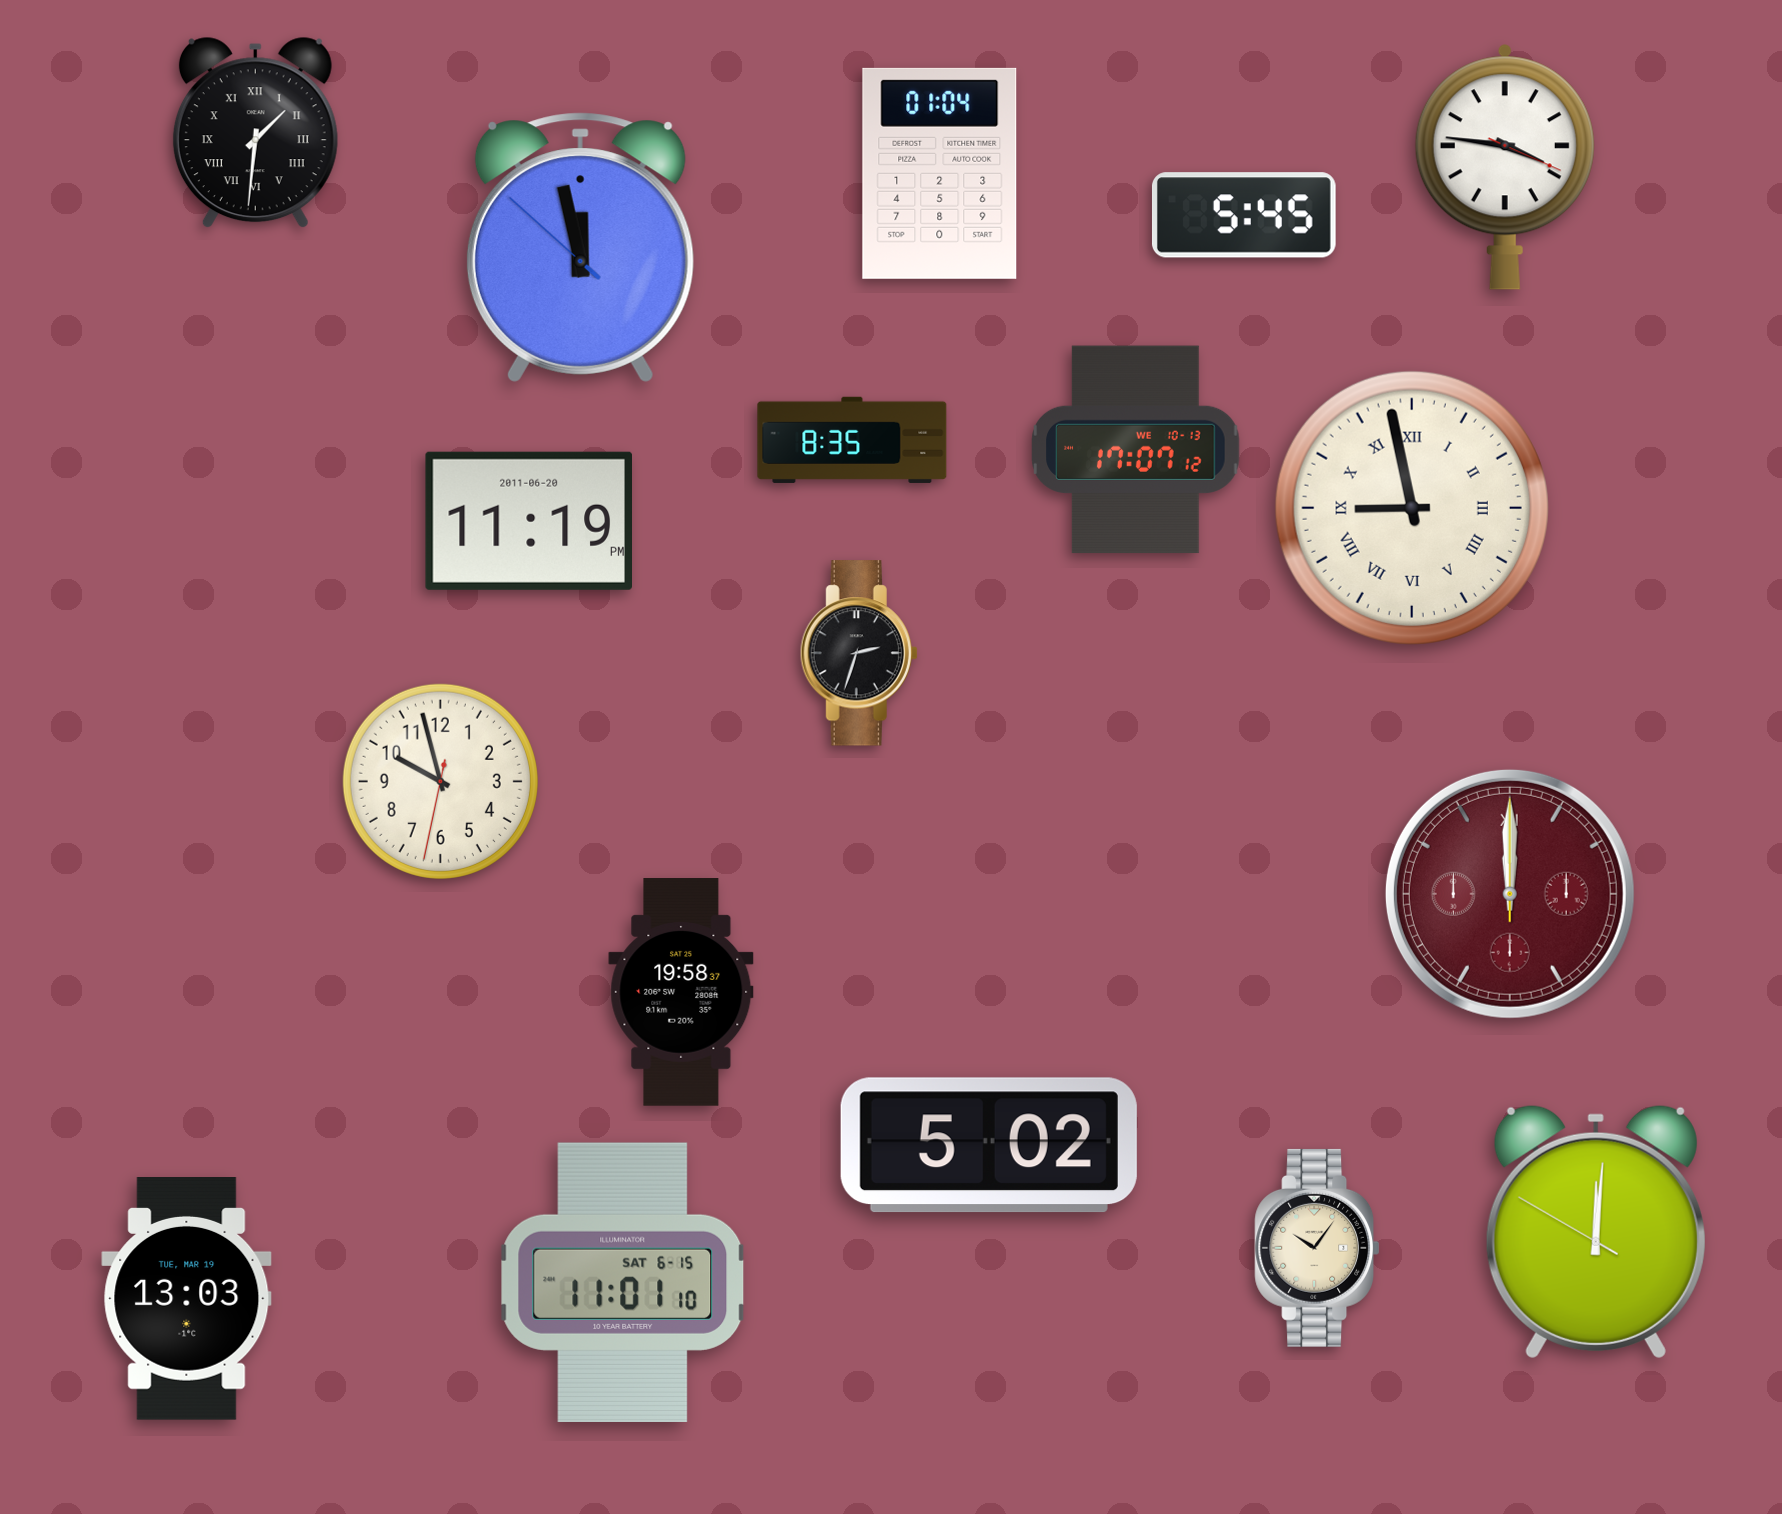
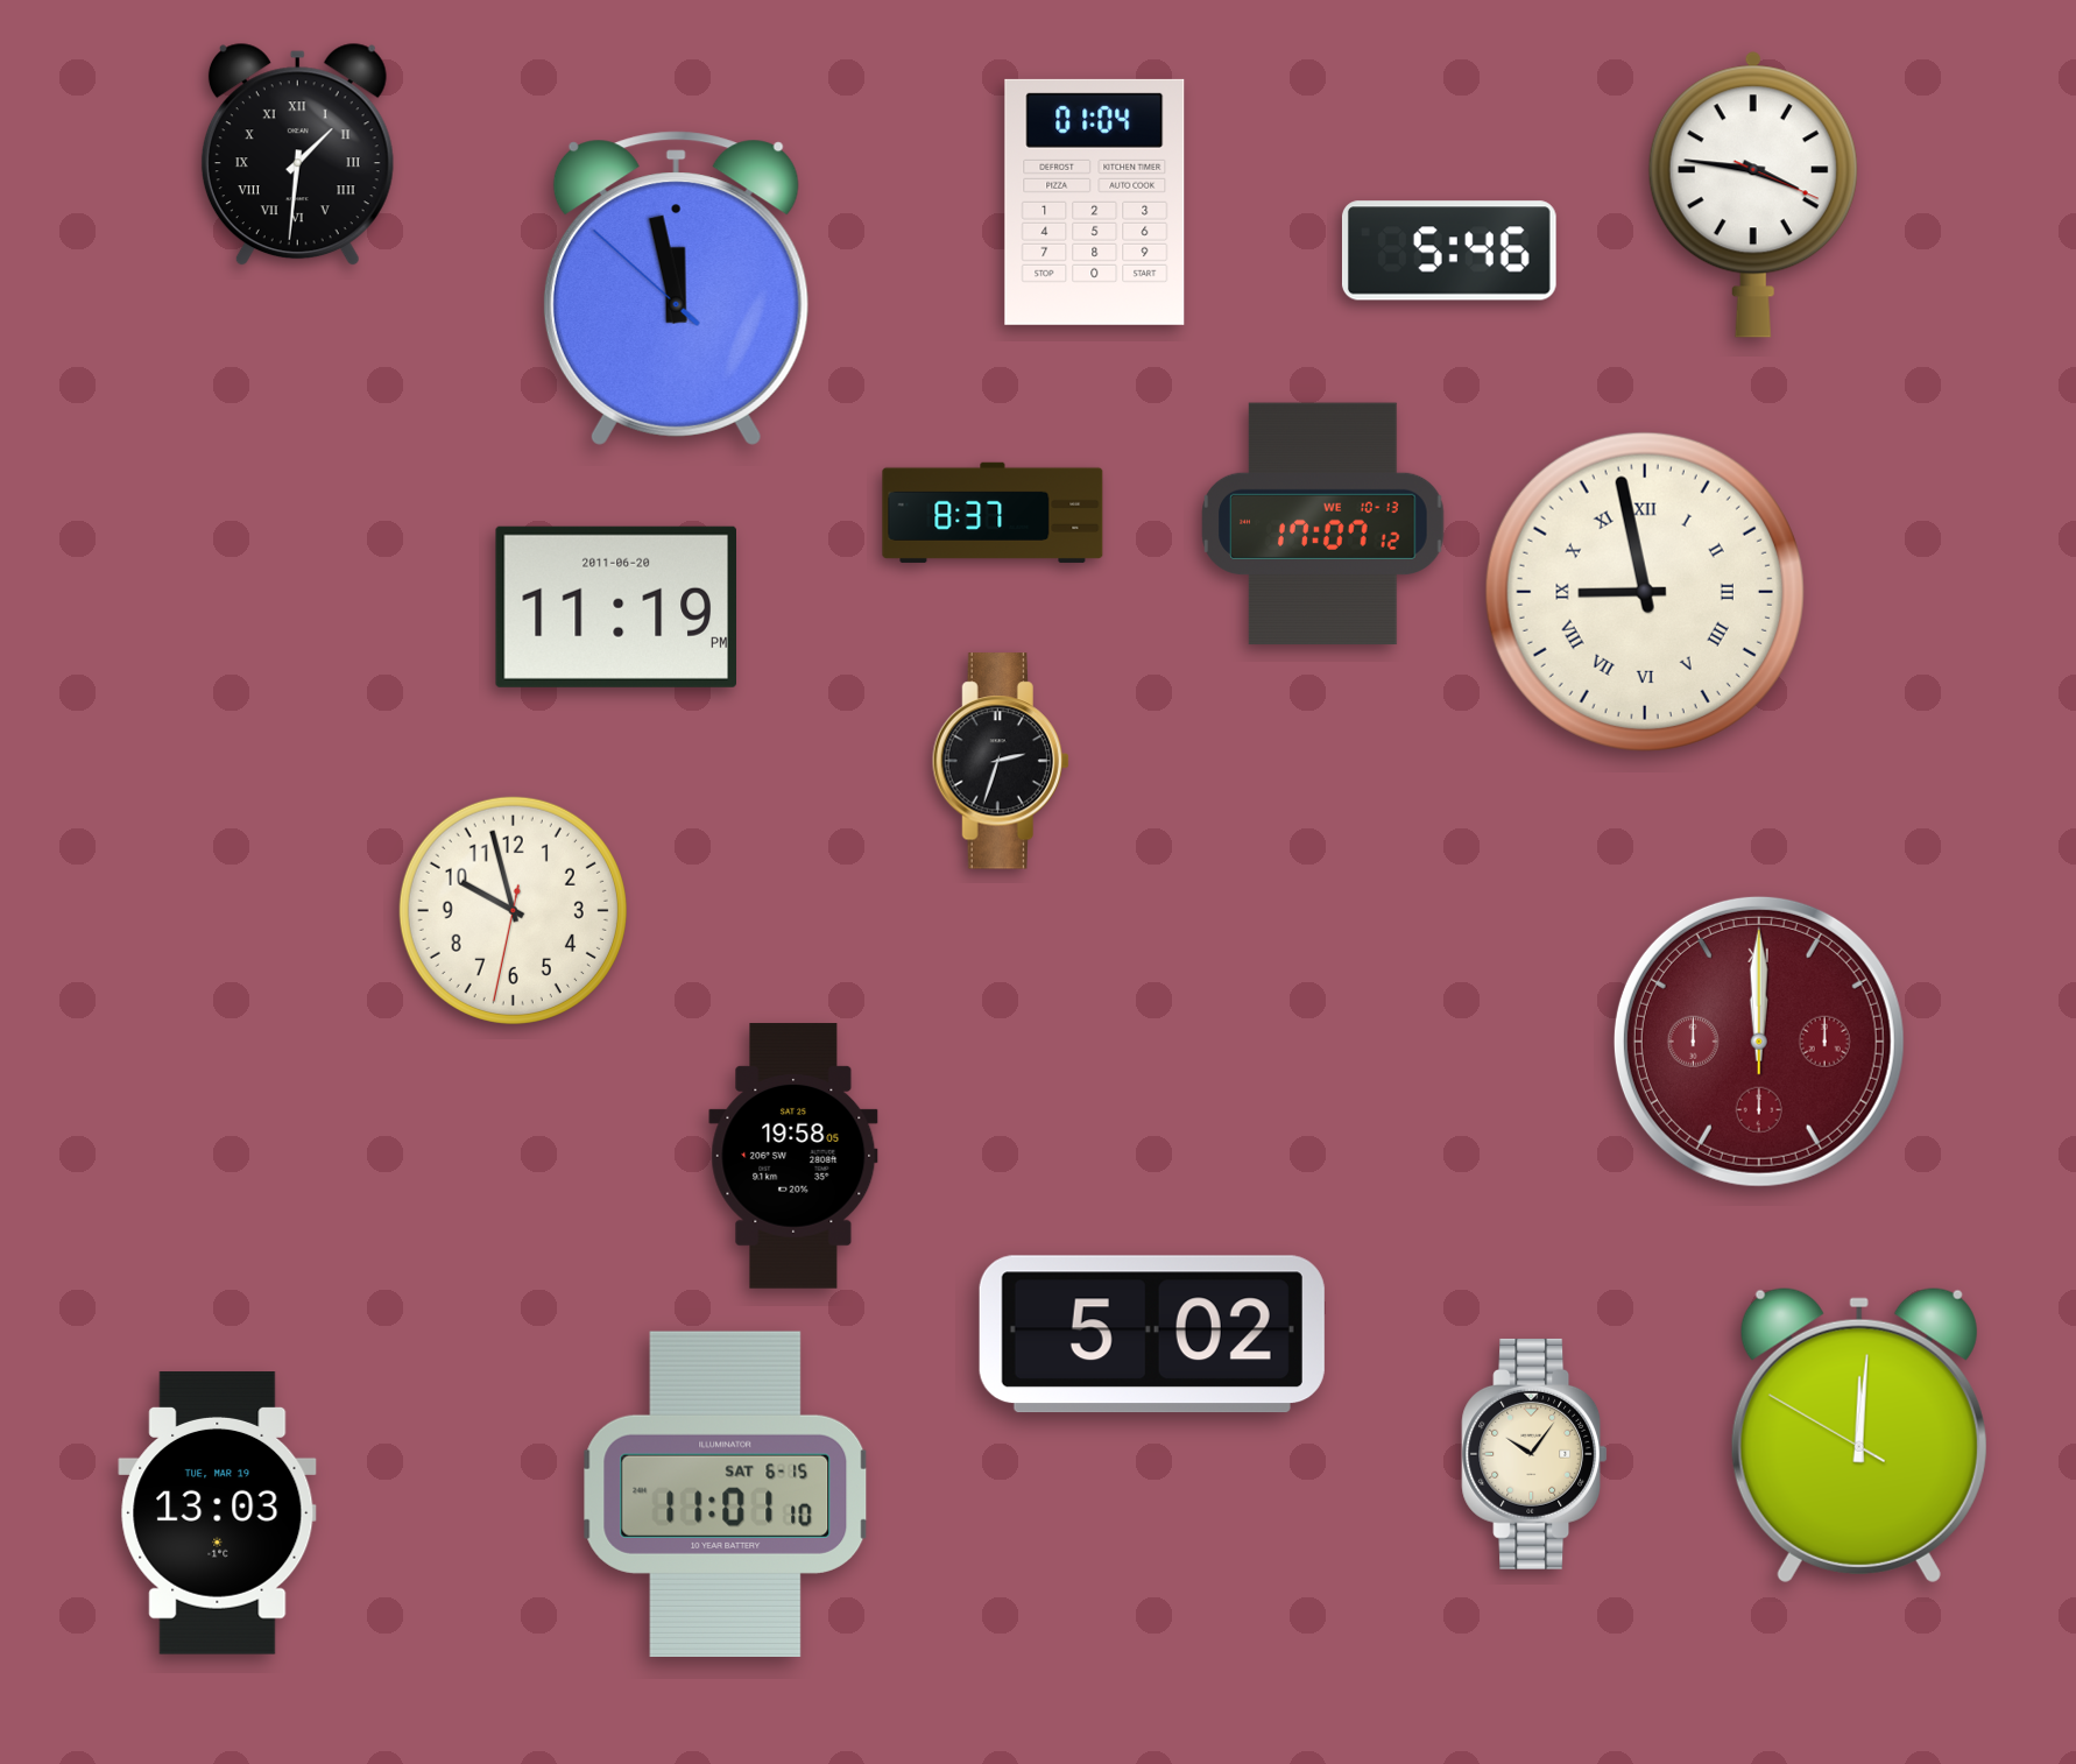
clock at (1244, 215): 5:45 -> 5:46
clock at (852, 440): 8:35 -> 8:37
clock at (681, 992): 19:58:37 -> 19:58:05
